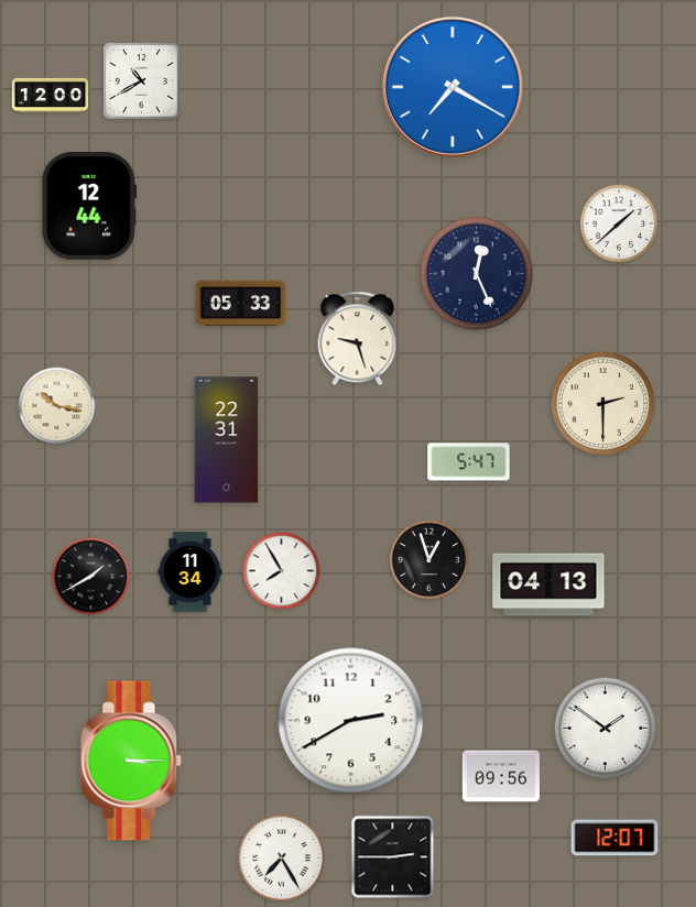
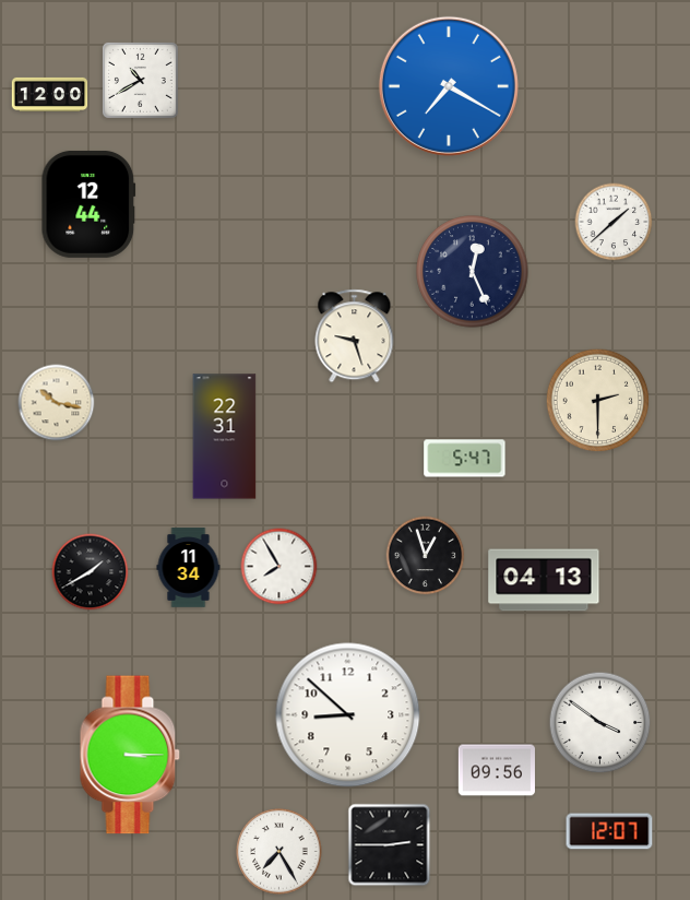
clock at (241, 304): 05:33 -> none
clock at (351, 721): 2:40 -> 8:52
clock at (606, 729): 1:51 -> 3:51
clock at (393, 857) position: (393, 857) -> (390, 845)
